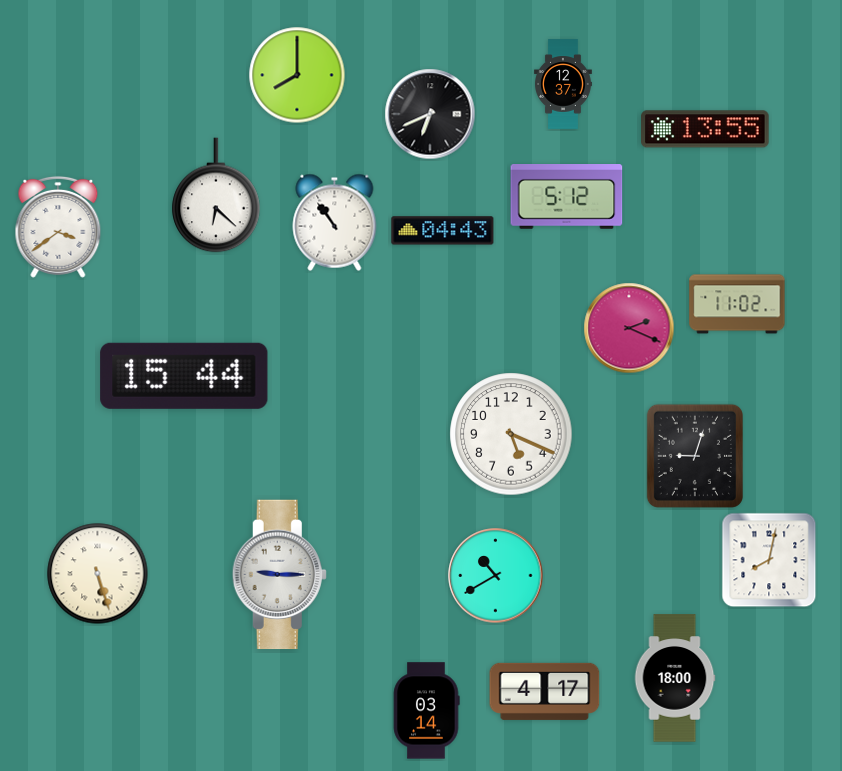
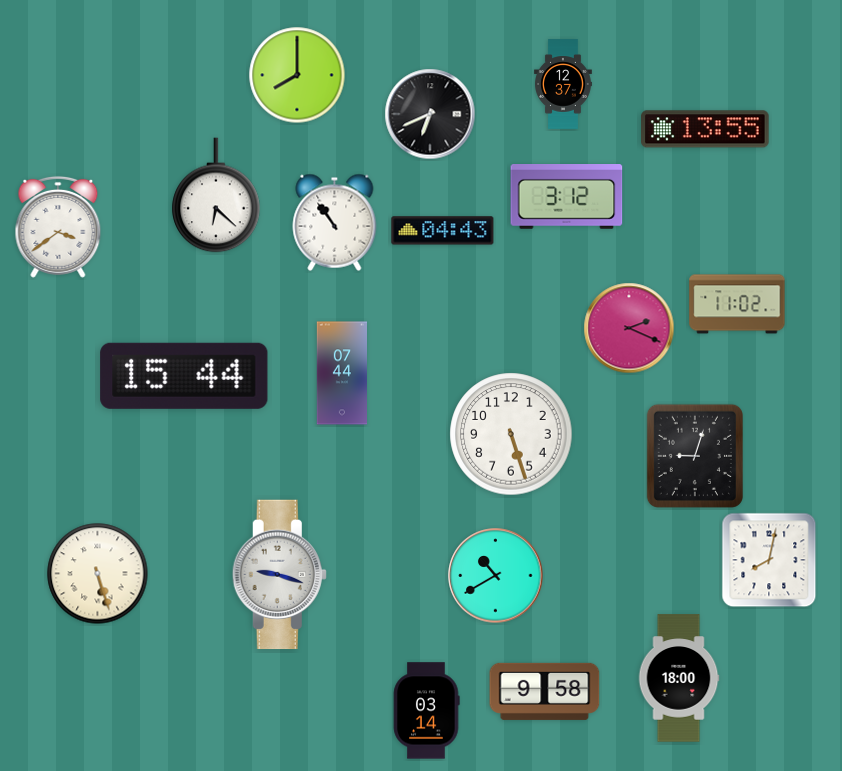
clock at (567, 197): 5:12 -> 3:12
clock at (341, 373): none -> 07:44
clock at (511, 434): 5:19 -> 5:27
clock at (279, 575): 9:15 -> 9:18
clock at (675, 678) position: (675, 678) -> (679, 678)
clock at (545, 691): 4:17 -> 9:58
